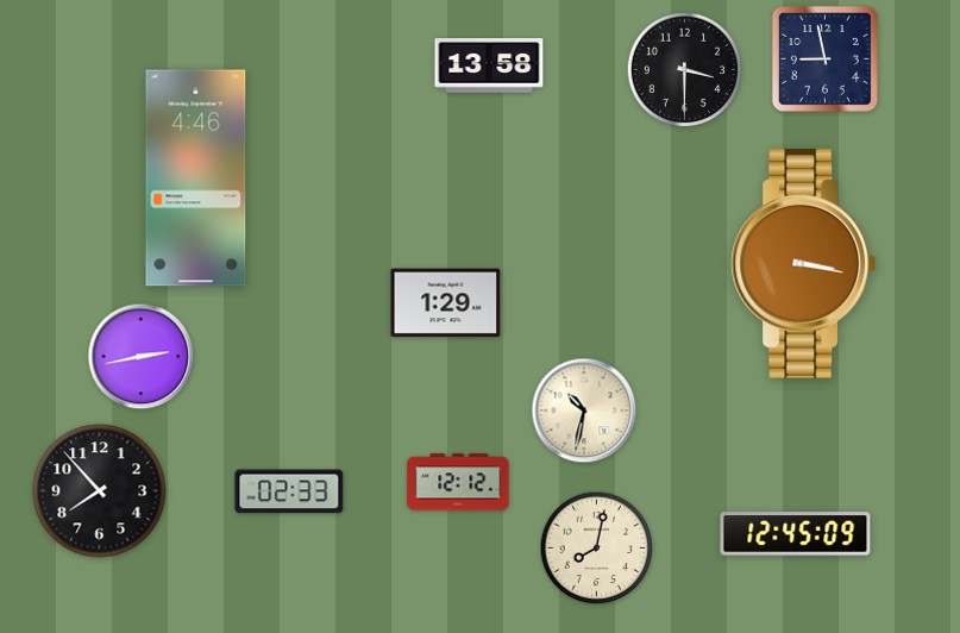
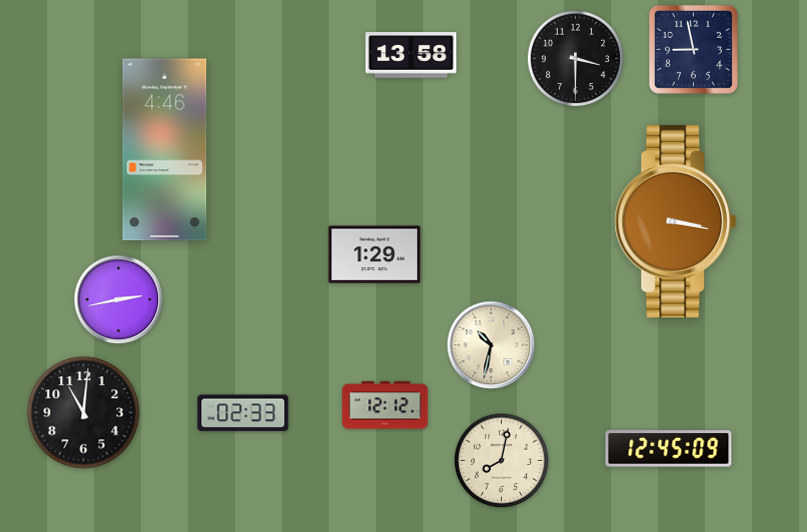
clock at (100, 491): 7:53 -> 11:01
